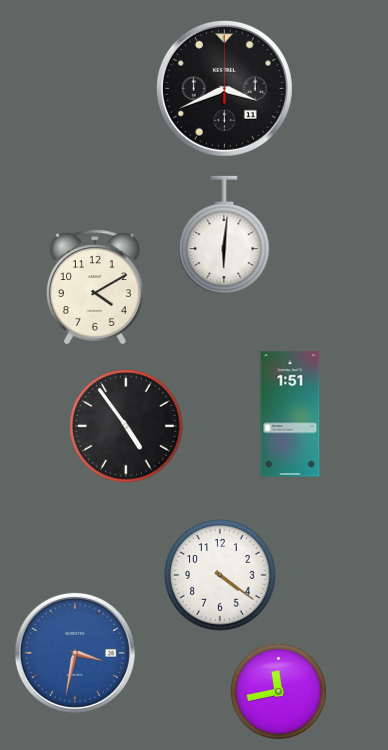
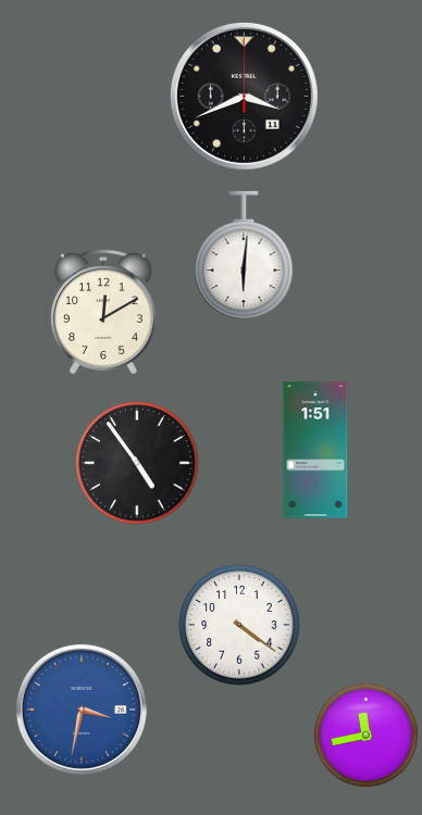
clock at (95, 287): 4:10 -> 12:10
clock at (278, 691) position: (278, 691) -> (365, 735)
